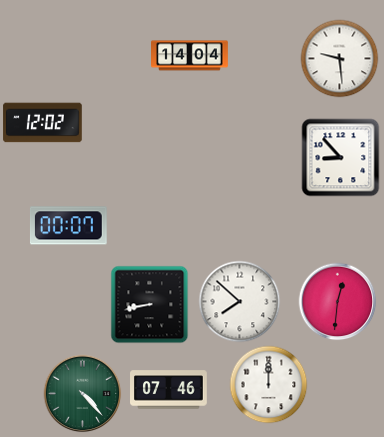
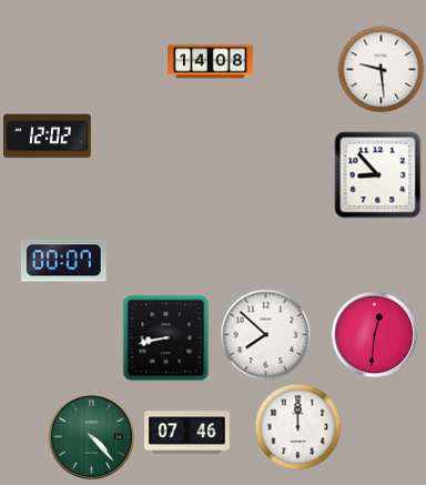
clock at (190, 56): 14:04 -> 14:08
clock at (339, 58) position: (339, 58) -> (381, 69)
clock at (68, 226) position: (68, 226) -> (63, 261)
